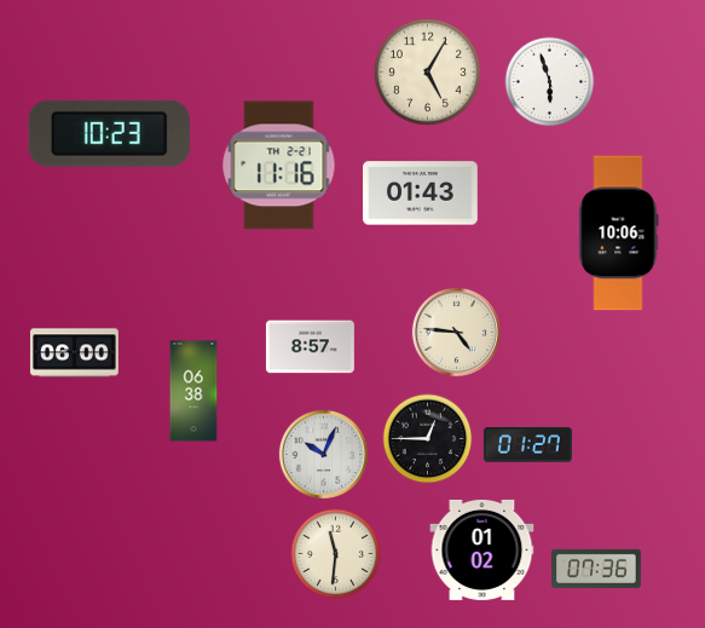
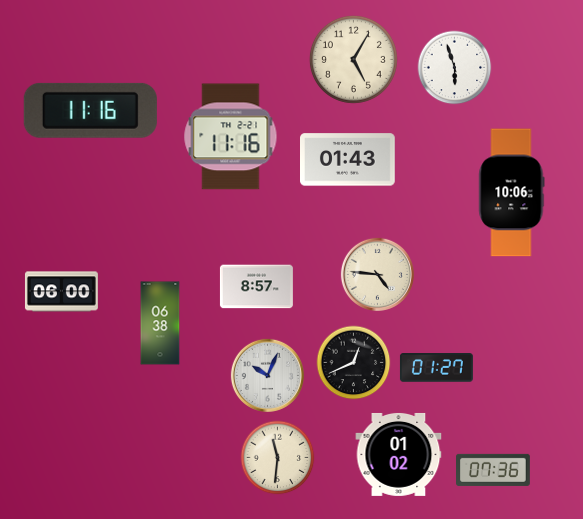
clock at (109, 133): 10:23 -> 11:16
clock at (428, 439): 12:45 -> 12:41
